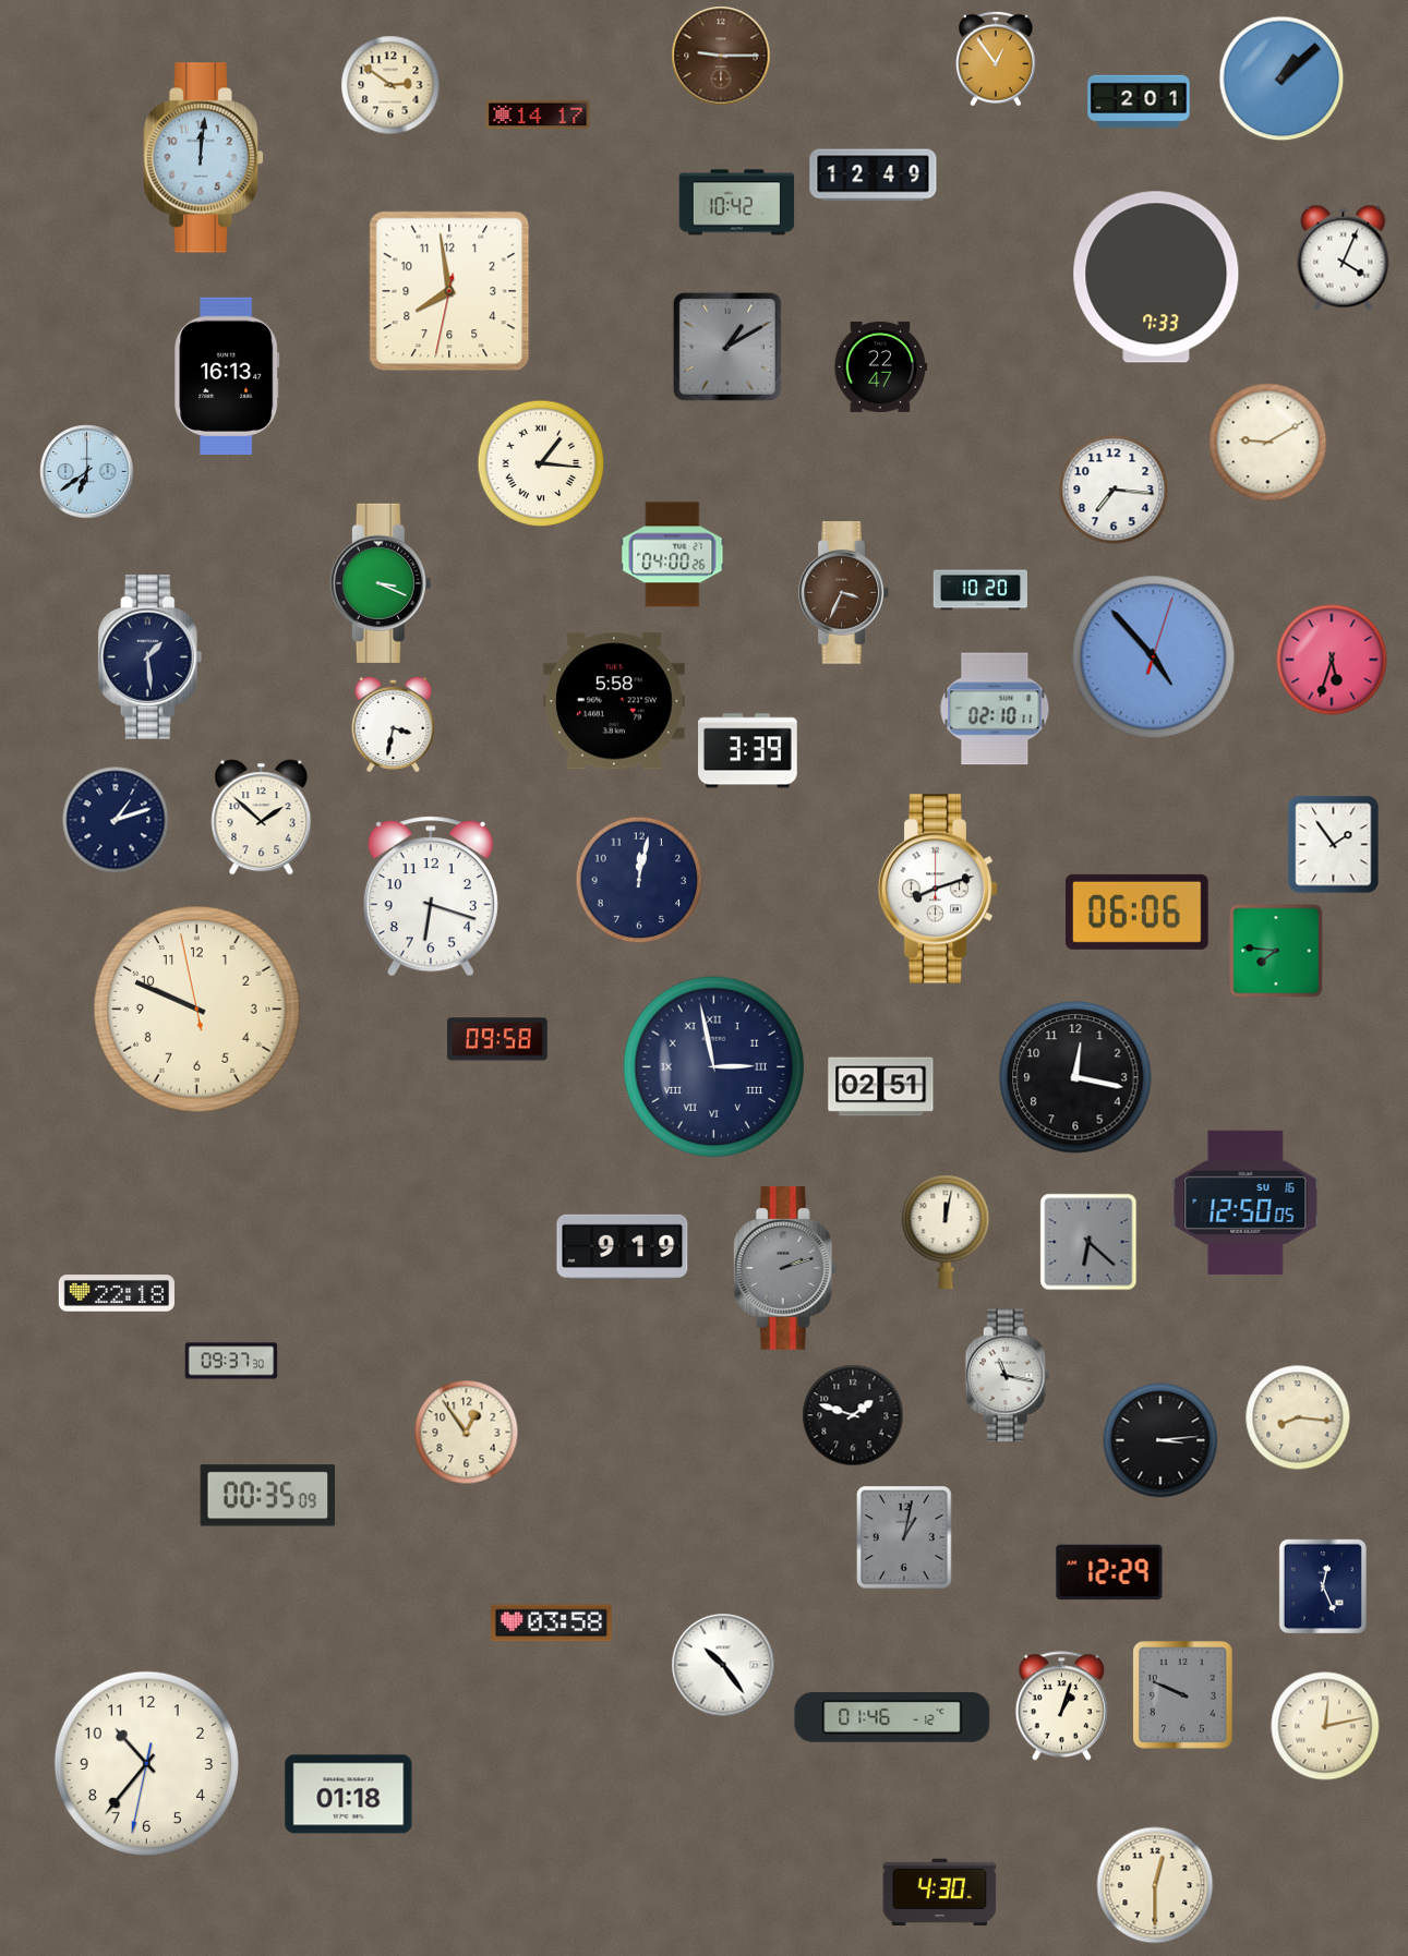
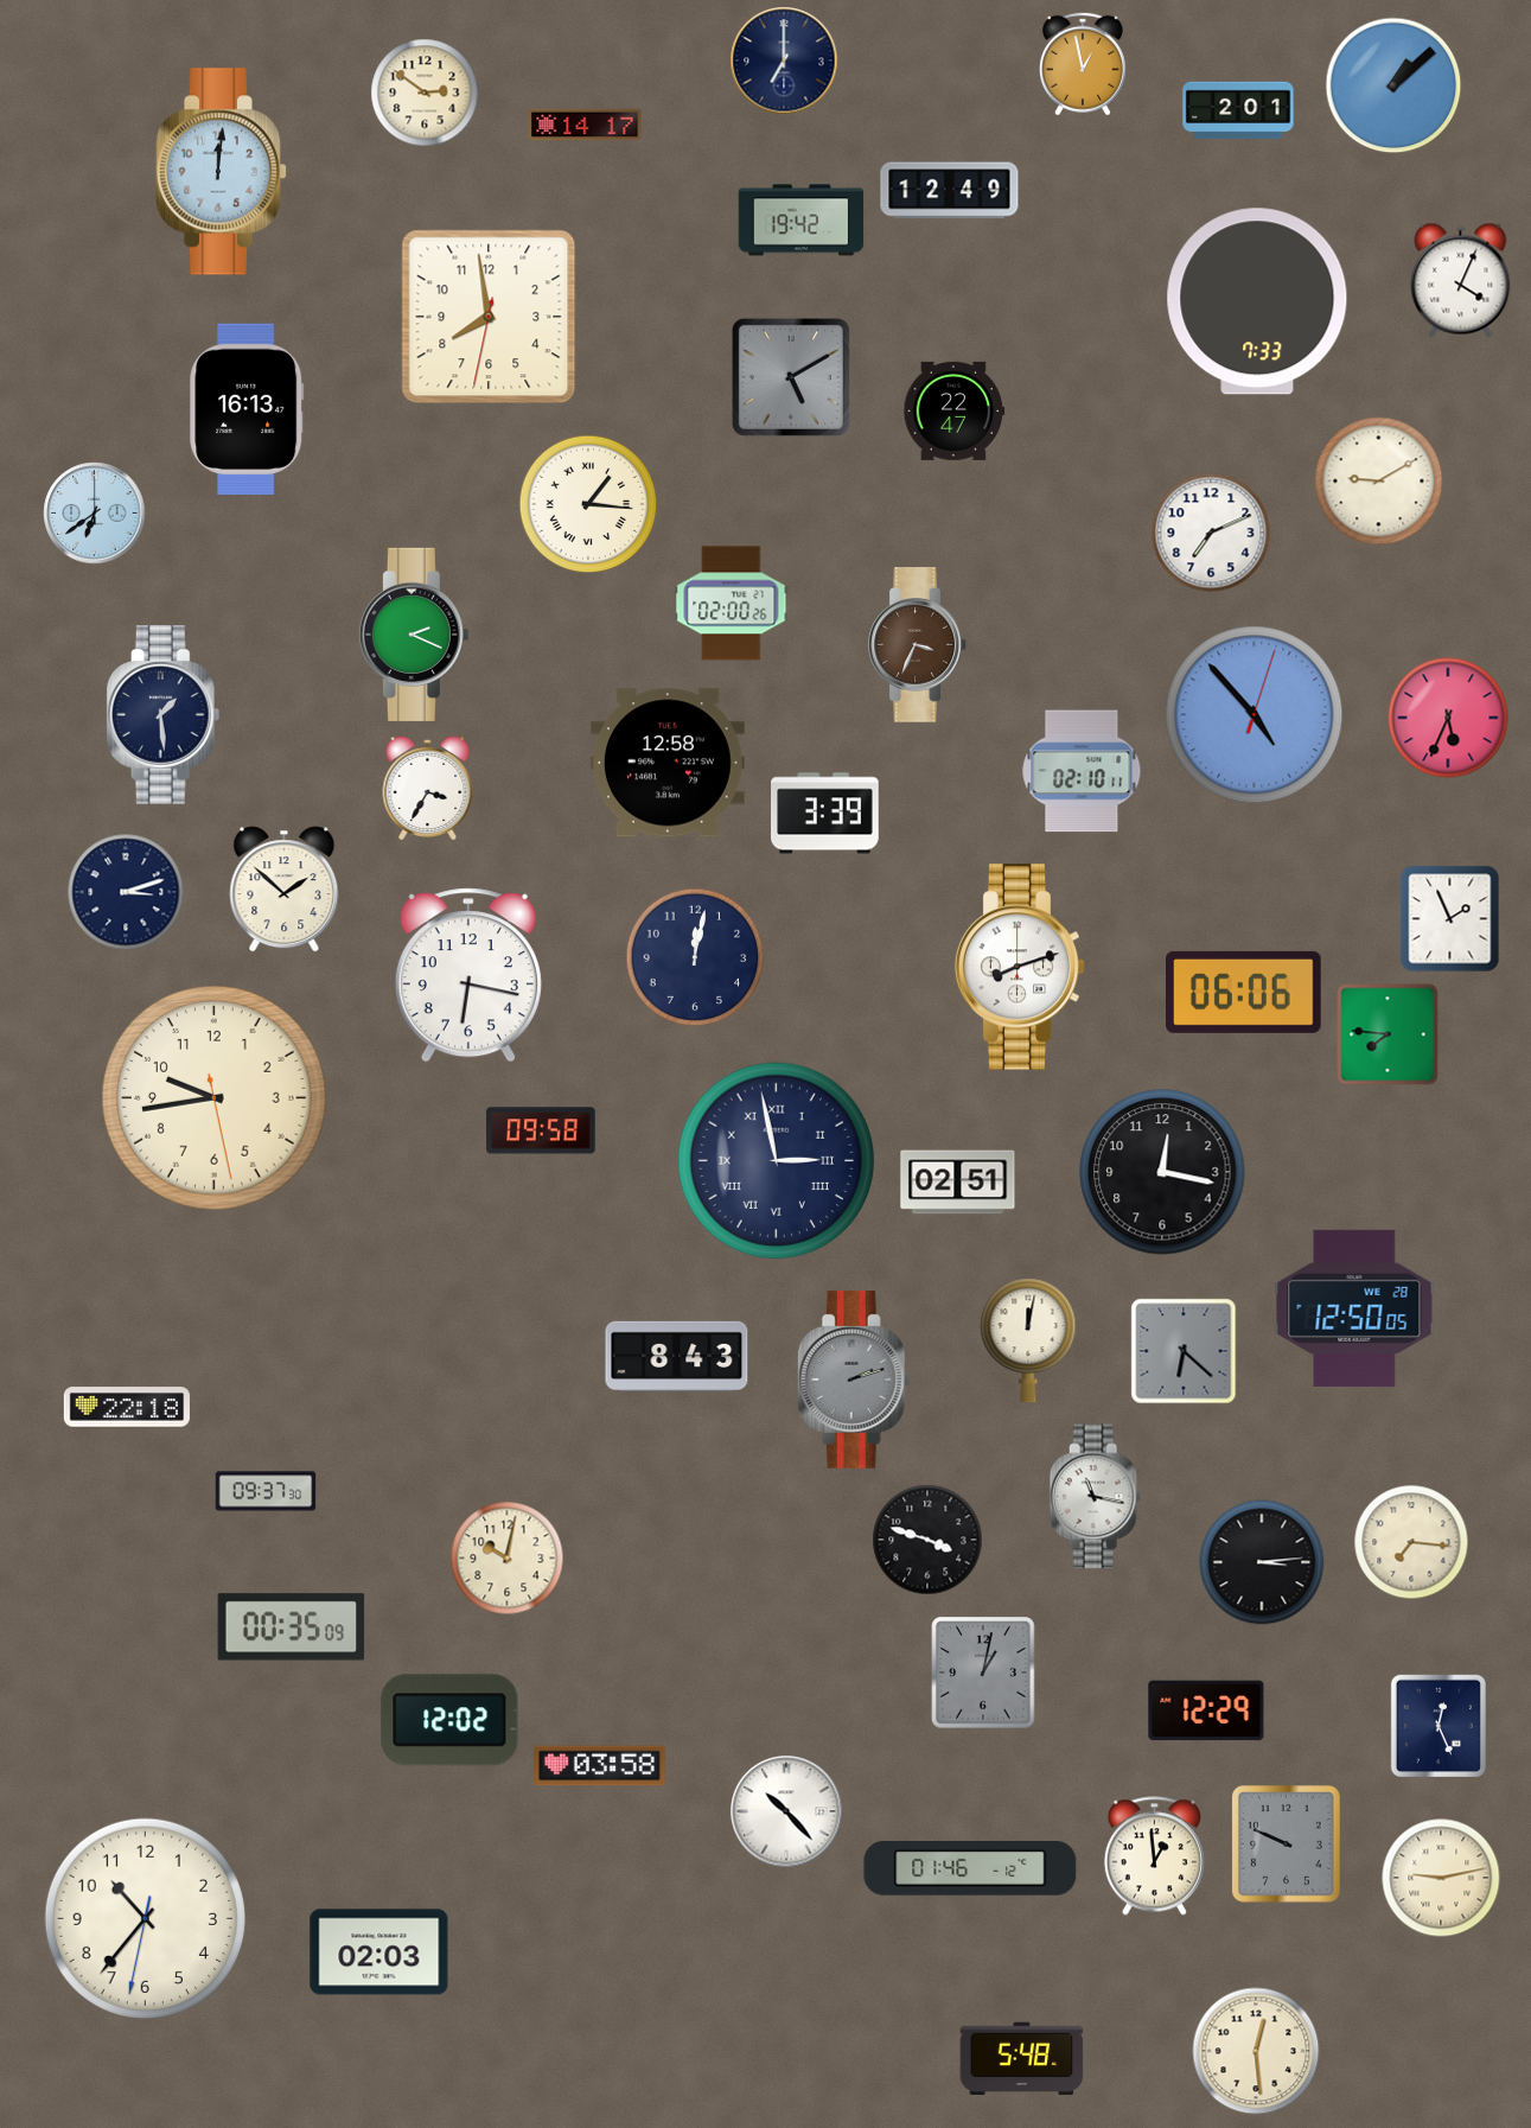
clock at (721, 56): 9:15 -> 7:00
clock at (721, 56) dial: brown -> navy
clock at (996, 59): 12:54 -> 12:58
clock at (737, 203): 10:42 -> 19:42
clock at (727, 347): 1:10 -> 5:10
clock at (881, 366) position: (881, 366) -> (955, 410)
clock at (1114, 490): 7:16 -> 7:11
clock at (673, 555): 04:00 -> 02:00
clock at (381, 583): 3:19 -> 2:19
clock at (979, 590): 10:20 -> none
clock at (1332, 660): 5:33 -> 5:34
clock at (614, 701): 5:58 -> 12:58
clock at (394, 724): 3:32 -> 3:35
clock at (748, 751) position: (748, 751) -> (825, 814)
clock at (116, 820): 1:12 -> 3:12
clock at (1334, 845): 1:54 -> 1:56
clock at (431, 896): 6:18 -> 6:17
clock at (1138, 911) position: (1138, 911) -> (1244, 992)
clock at (197, 1010): 9:48 -> 9:43
clock at (1075, 1077) position: (1075, 1077) -> (1162, 1172)
clock at (1245, 1203) date: SU 16 -> WE 28
clock at (623, 1246): 9:19 -> 8:43
clock at (231, 1361) position: (231, 1361) -> (266, 1491)
clock at (853, 1415): 1:48 -> 3:48
clock at (1298, 1417): 8:16 -> 7:16
clock at (467, 1433): 12:54 -> 10:02
clock at (1160, 1440) position: (1160, 1440) -> (1262, 1562)
clock at (449, 1720): none -> 12:02
clock at (723, 1665): 10:24 -> 10:23
clock at (1061, 1706): 1:03 -> 12:59
clock at (1325, 1726): 12:13 -> 9:13
clock at (146, 1763) position: (146, 1763) -> (145, 1918)
clock at (349, 1795): 01:18 -> 02:03
clock at (1155, 1885): 12:30 -> 12:29
clock at (940, 1893): 4:30 -> 5:48
